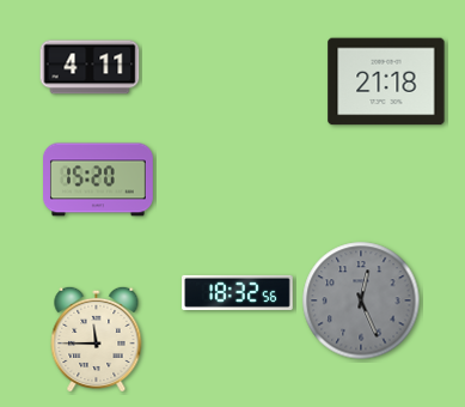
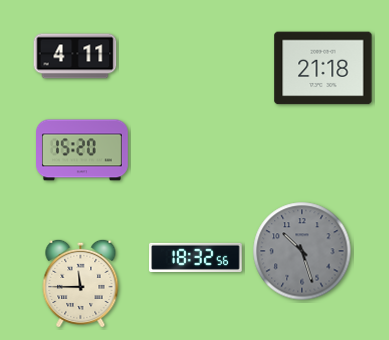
clock at (238, 292) position: (238, 292) -> (196, 257)
clock at (361, 300): 12:26 -> 10:27
